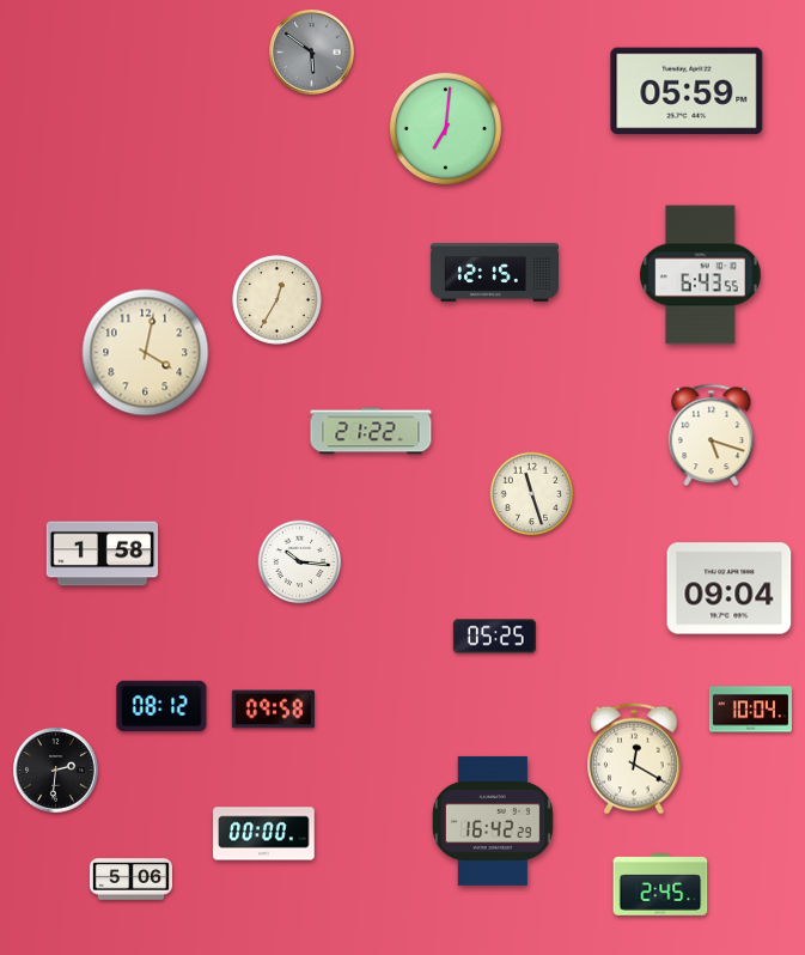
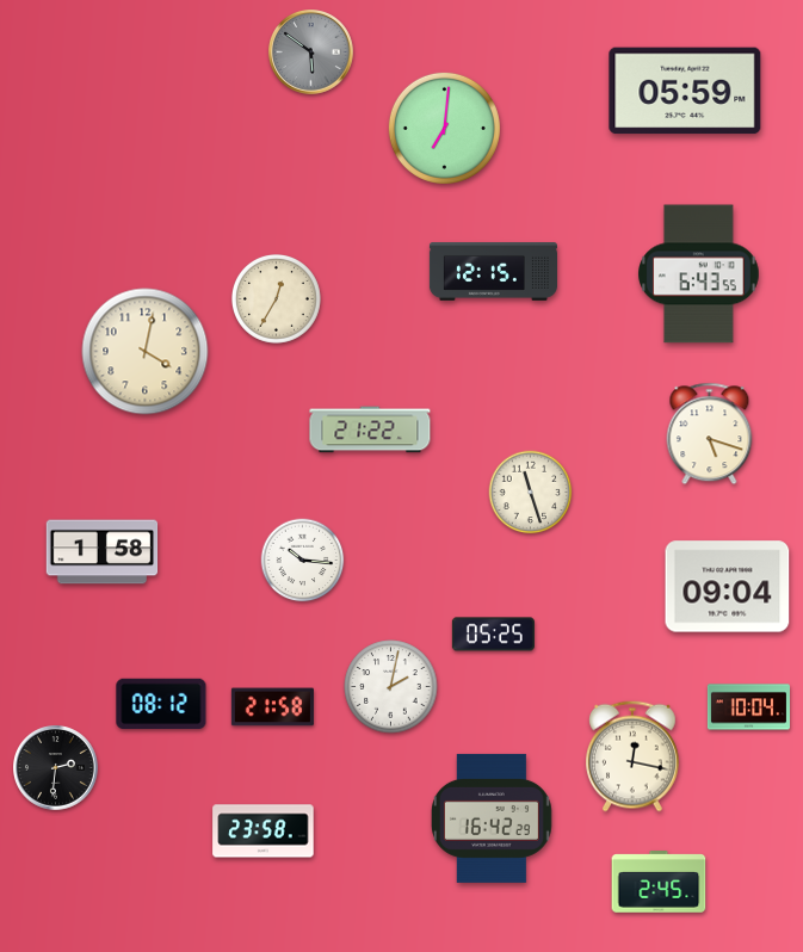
clock at (300, 562) position: (300, 562) -> (303, 561)
clock at (391, 687): none -> 2:02
clock at (273, 710): 09:58 -> 21:58
clock at (635, 759): 12:20 -> 12:17
clock at (264, 834): 00:00 -> 23:58
clock at (130, 880): 5:06 -> none
